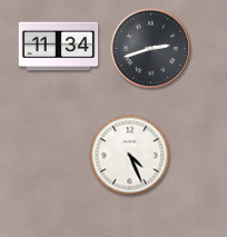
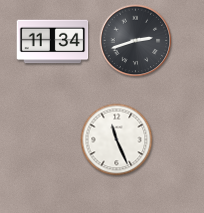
clock at (151, 49) position: (151, 49) -> (136, 41)
clock at (130, 156): 4:26 -> 11:26
